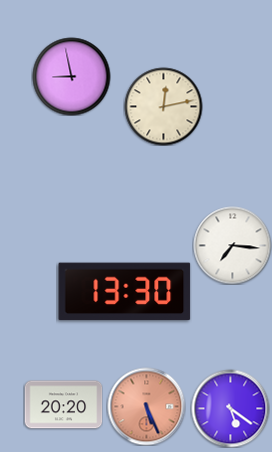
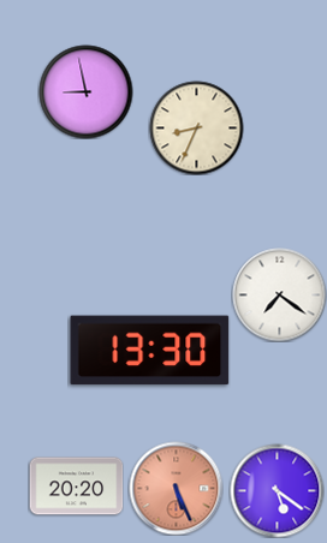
clock at (163, 106): 12:13 -> 8:34
clock at (232, 245): 7:16 -> 7:21
